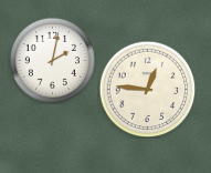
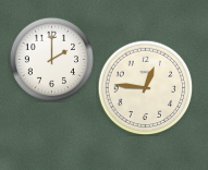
clock at (52, 60): 2:02 -> 2:00
